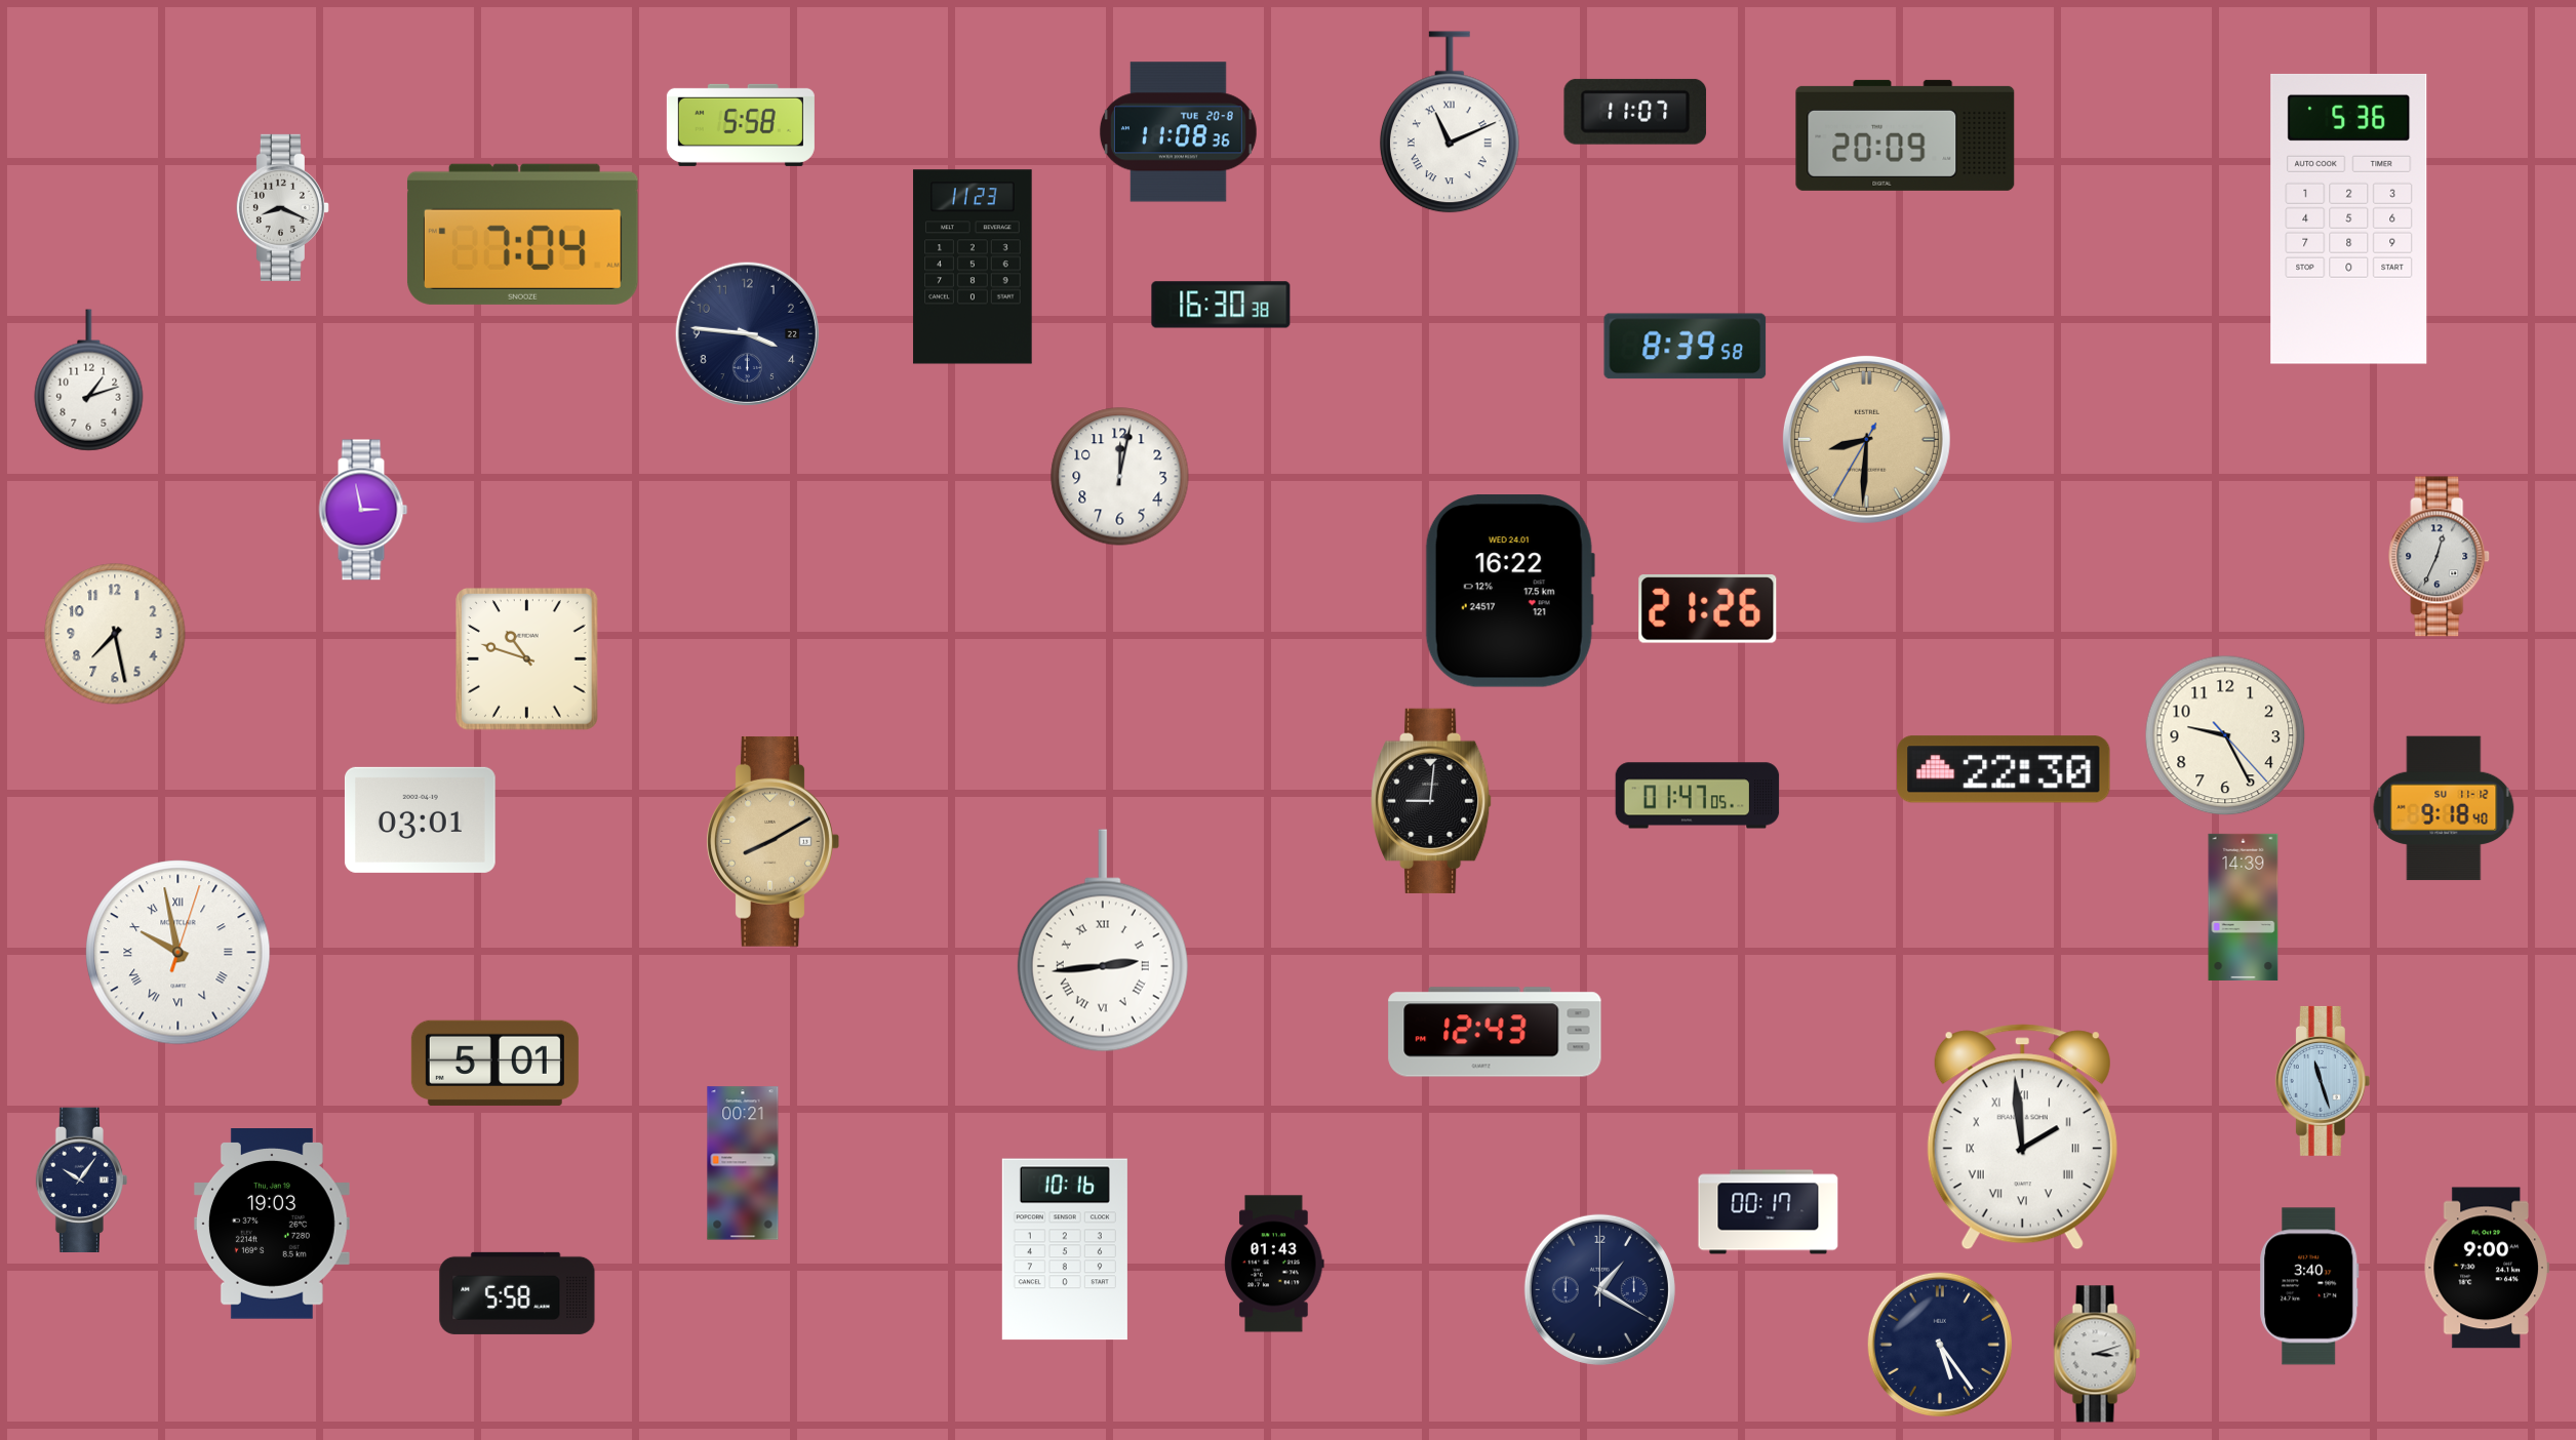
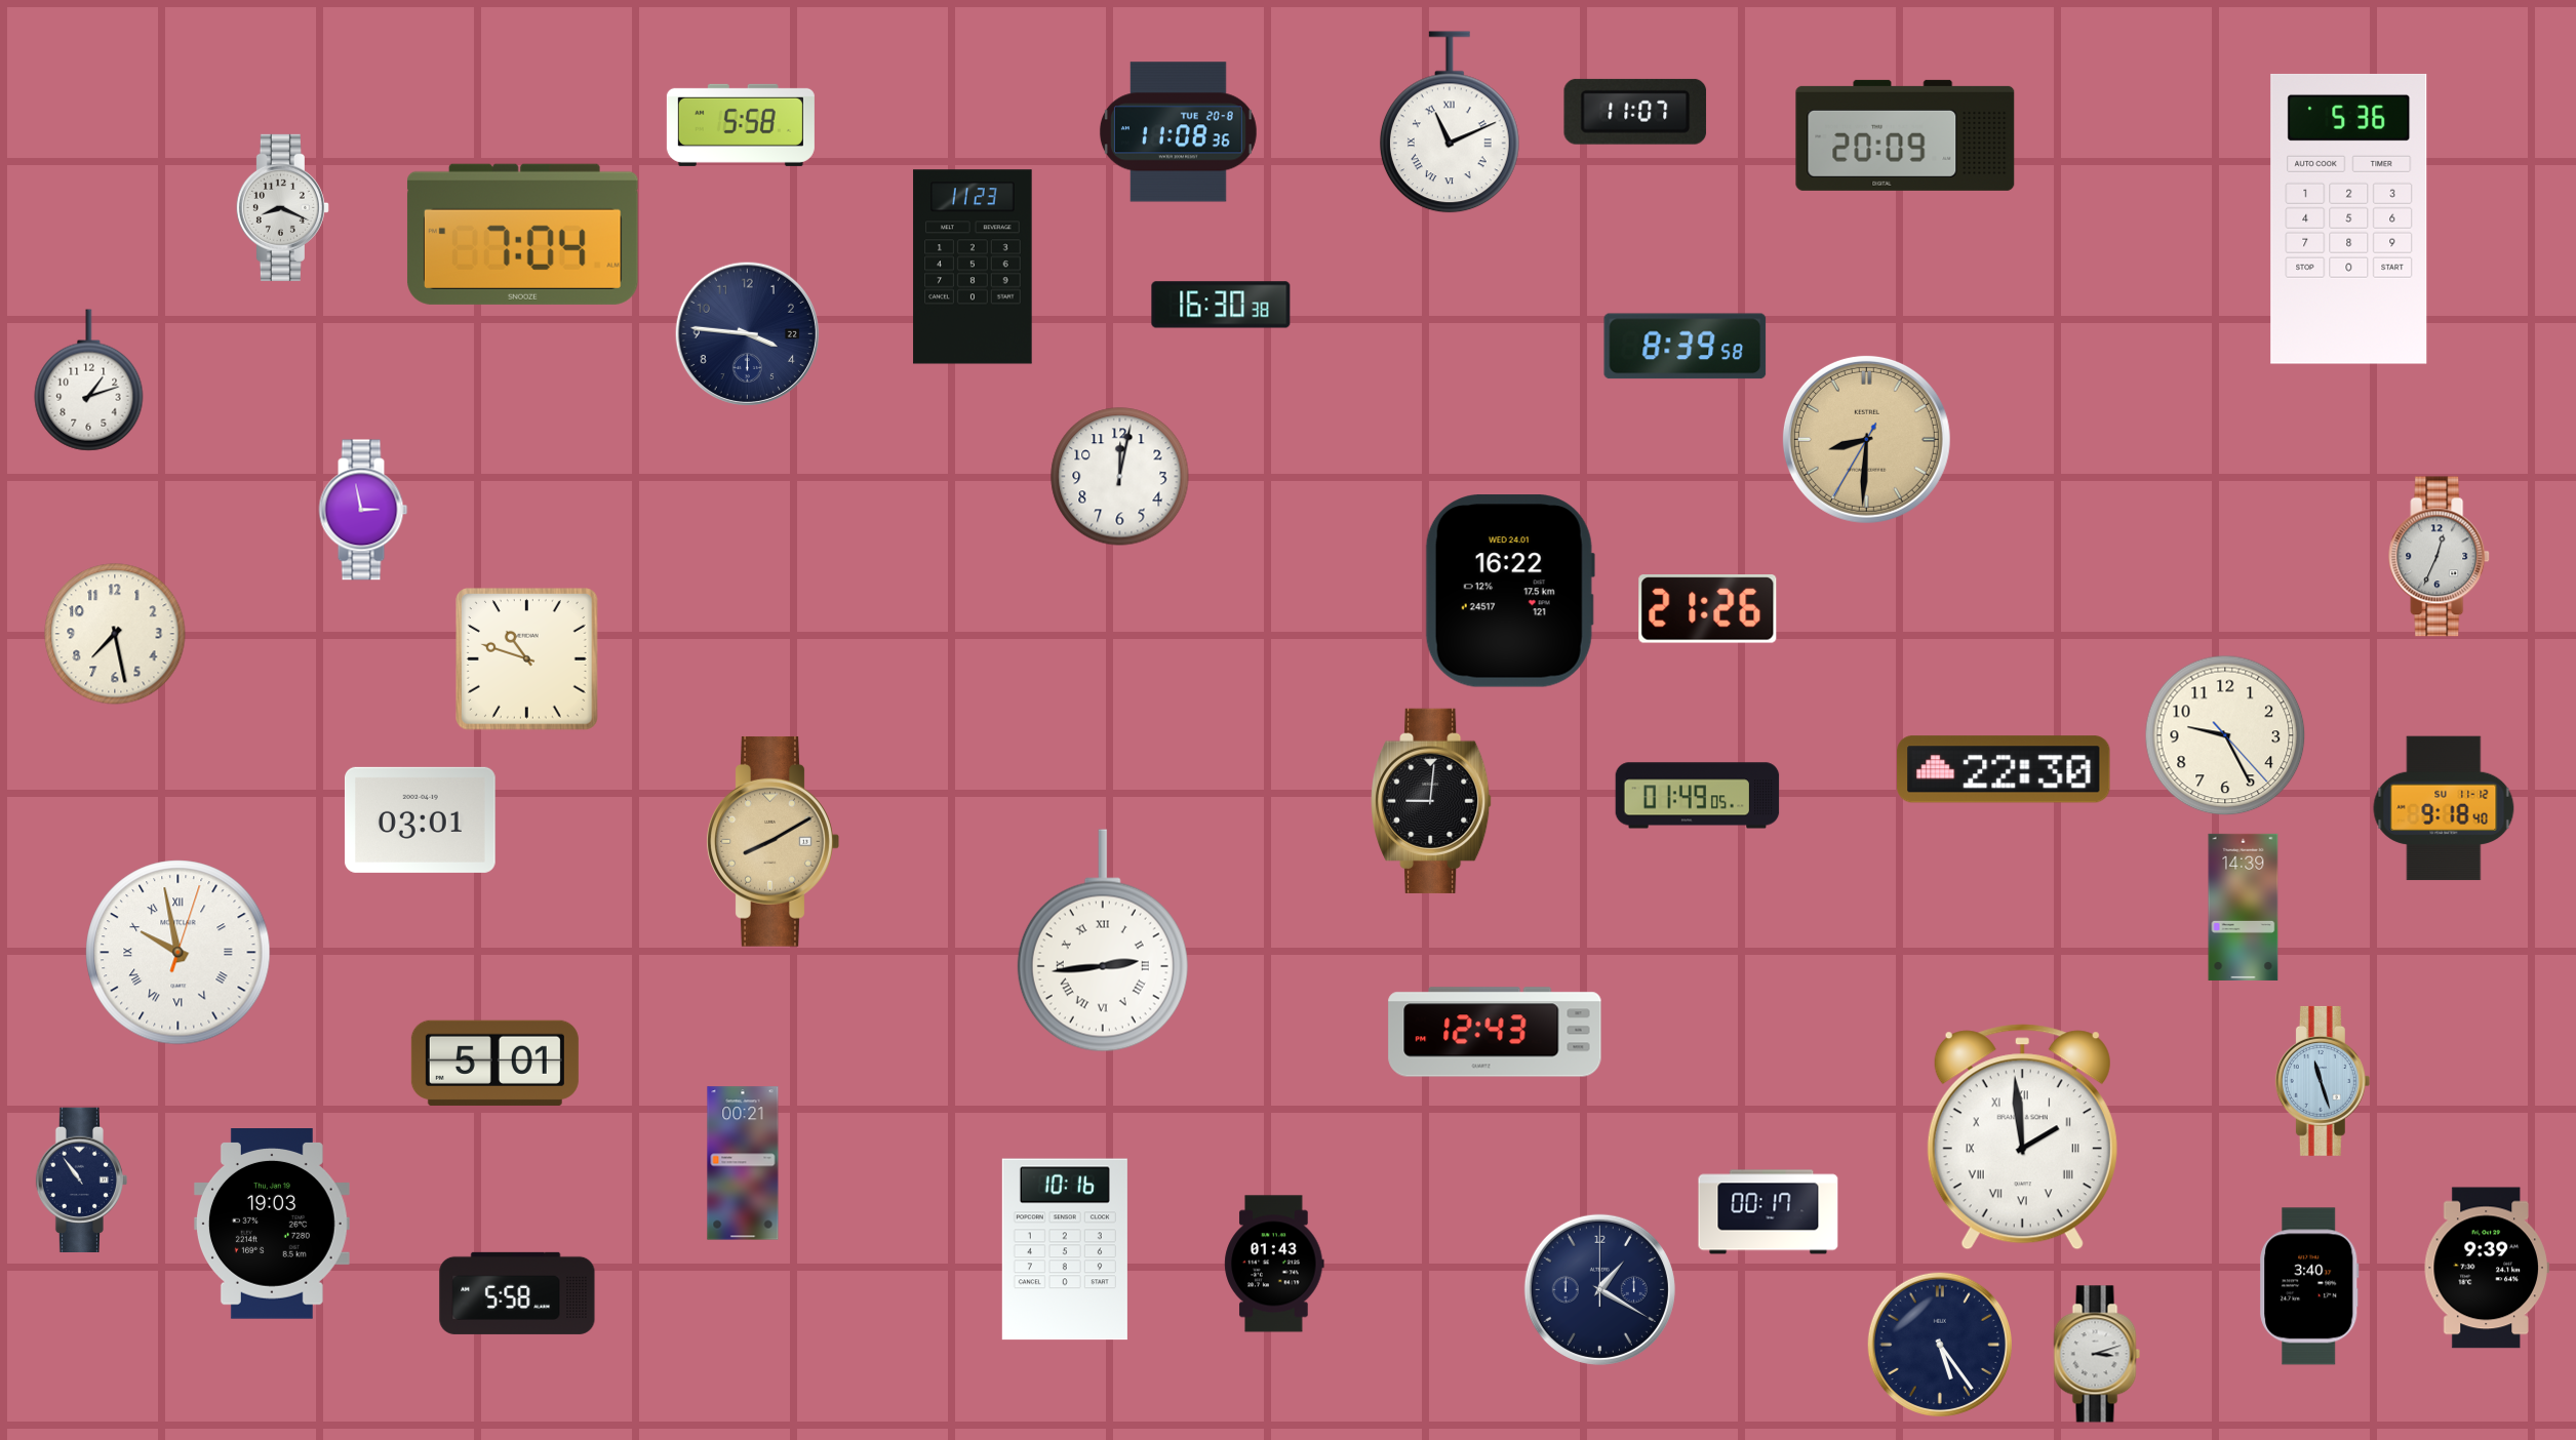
clock at (1698, 796): 01:47 -> 01:49
clock at (82, 1179): 10:06 -> 10:54
clock at (2487, 1268): 9:00 -> 9:39
